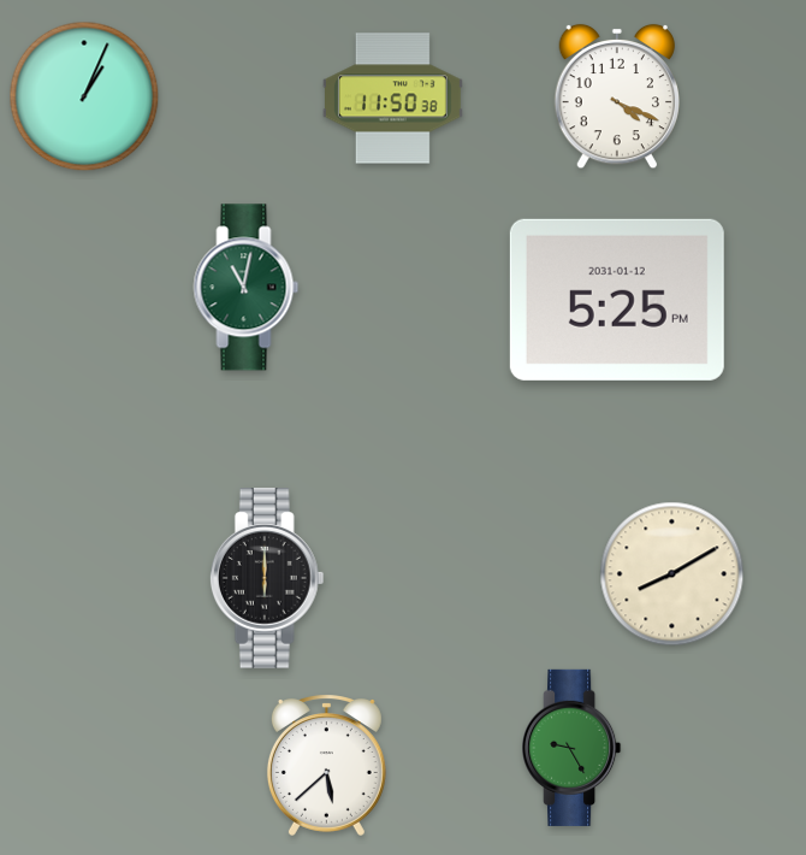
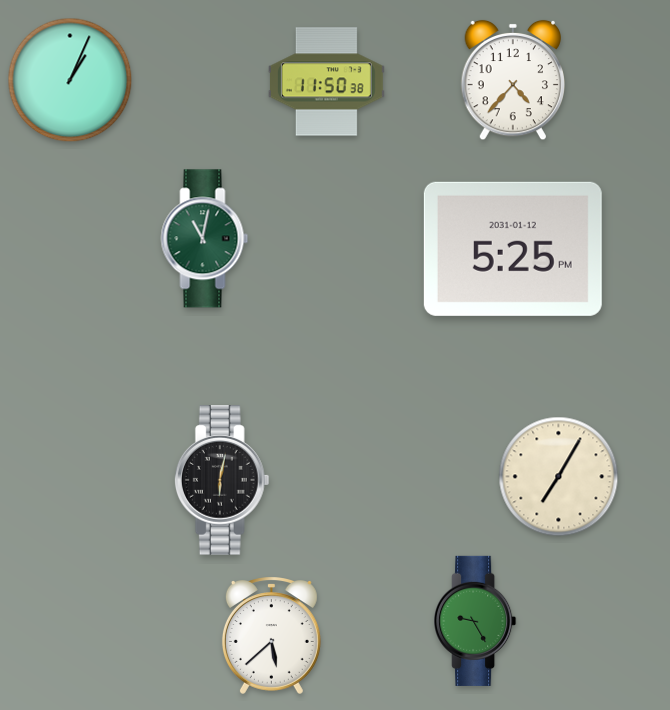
clock at (616, 96): 4:19 -> 4:37
clock at (672, 574): 8:10 -> 7:05
clock at (267, 578): 6:00 -> 6:02
